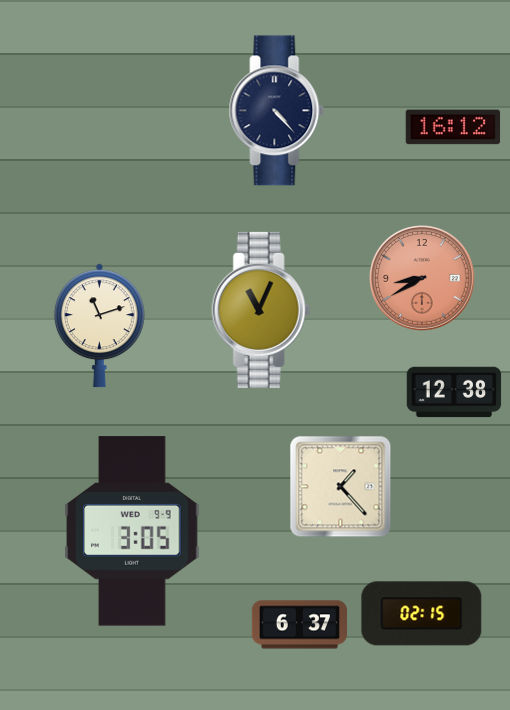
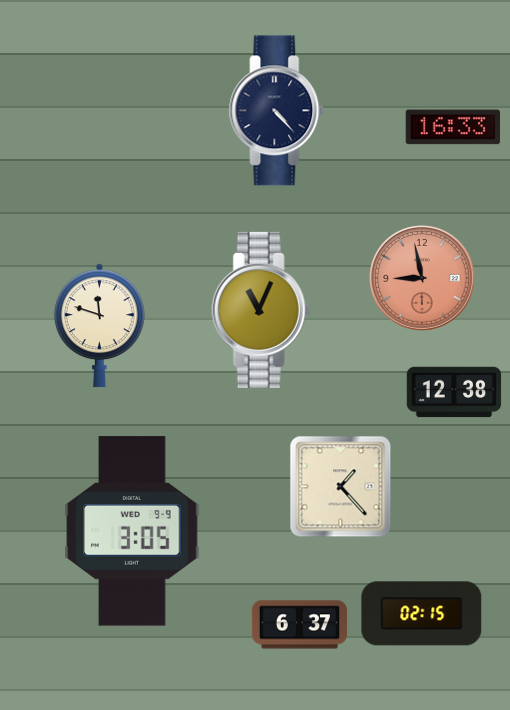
clock at (453, 127): 16:12 -> 16:33
clock at (423, 279): 8:40 -> 8:58
clock at (99, 326): 11:12 -> 11:48
